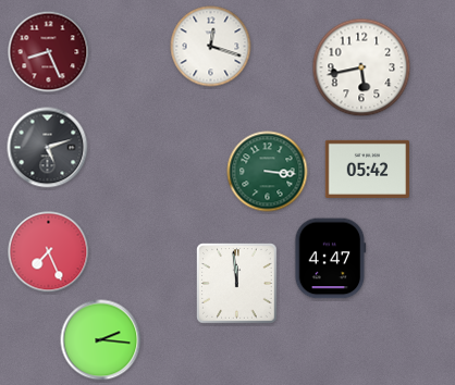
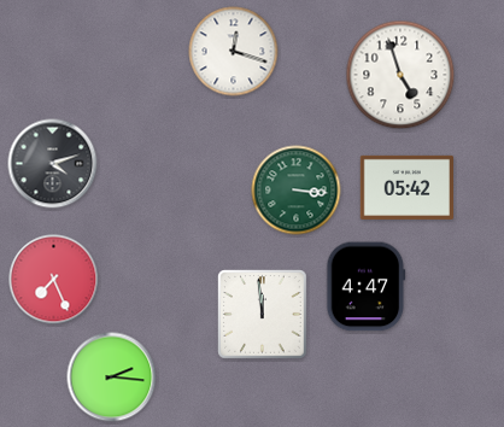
clock at (49, 52): 8:26 -> none
clock at (361, 67): 5:43 -> 4:57
clock at (48, 148): 5:12 -> 4:12
